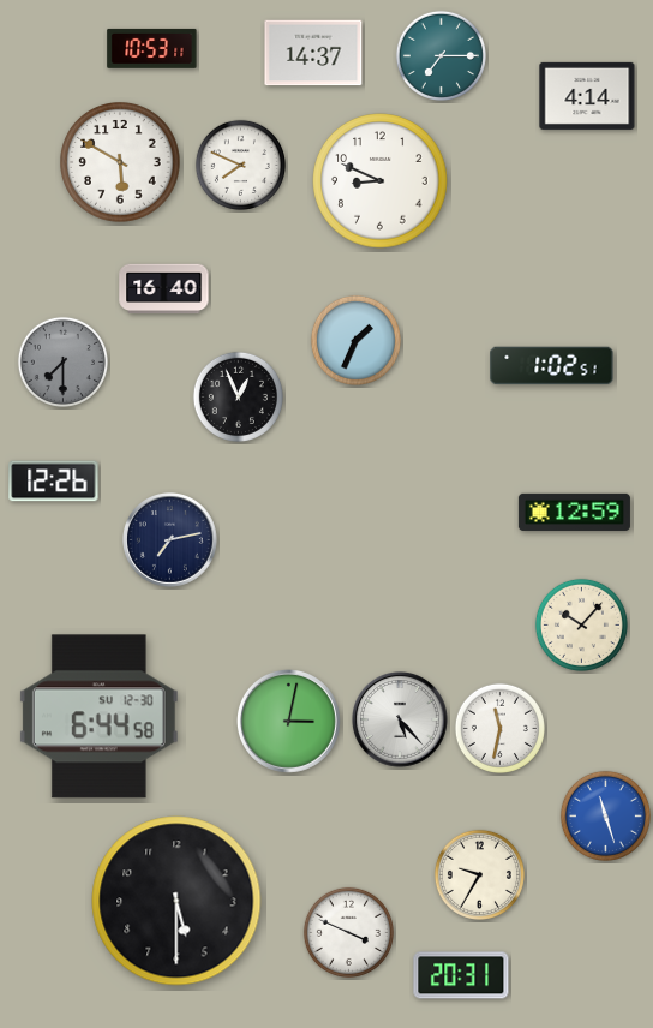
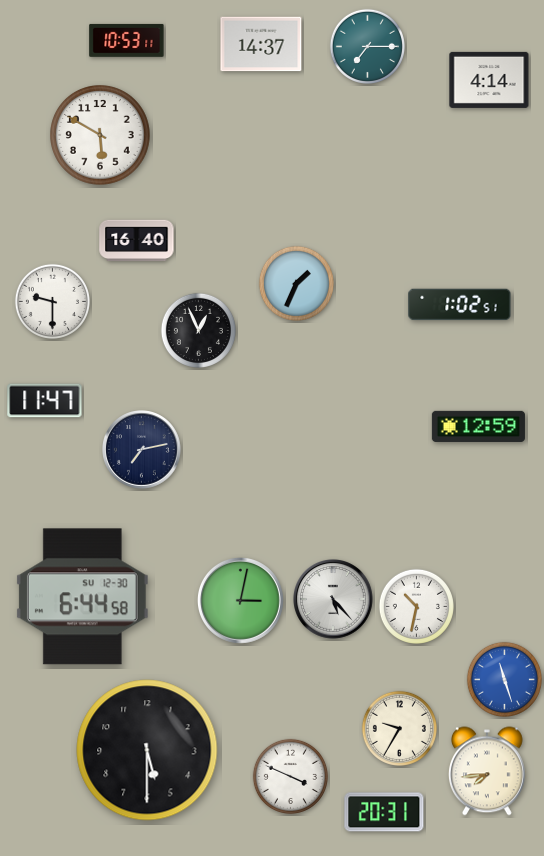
clock at (240, 165): 7:49 -> none
clock at (381, 181): 8:49 -> none
clock at (62, 361): 7:30 -> 9:30
clock at (62, 361) dial: grey -> white
clock at (54, 482): 12:26 -> 11:47
clock at (581, 624): 10:07 -> none
clock at (499, 728): 11:32 -> 10:32
clock at (487, 771): none -> 7:44
